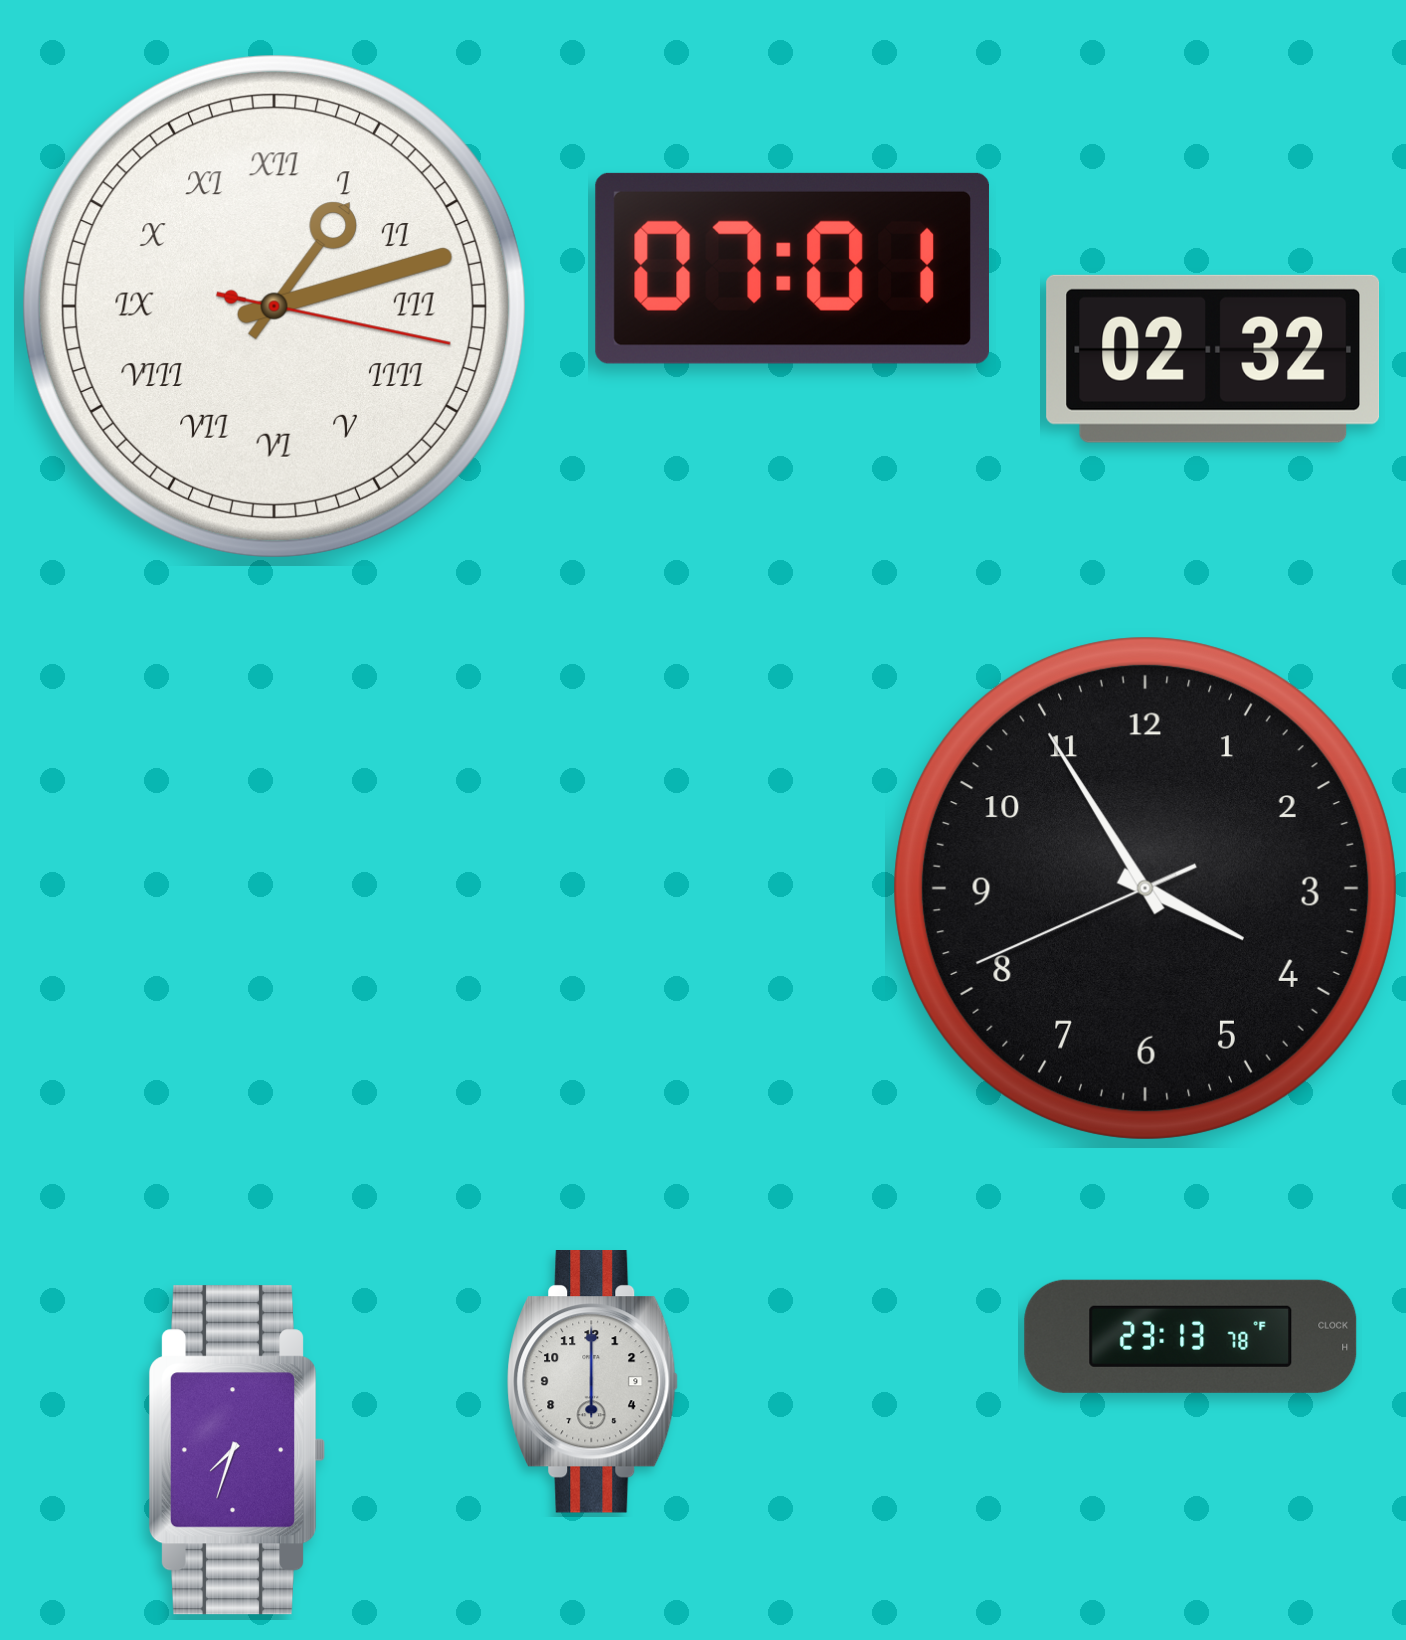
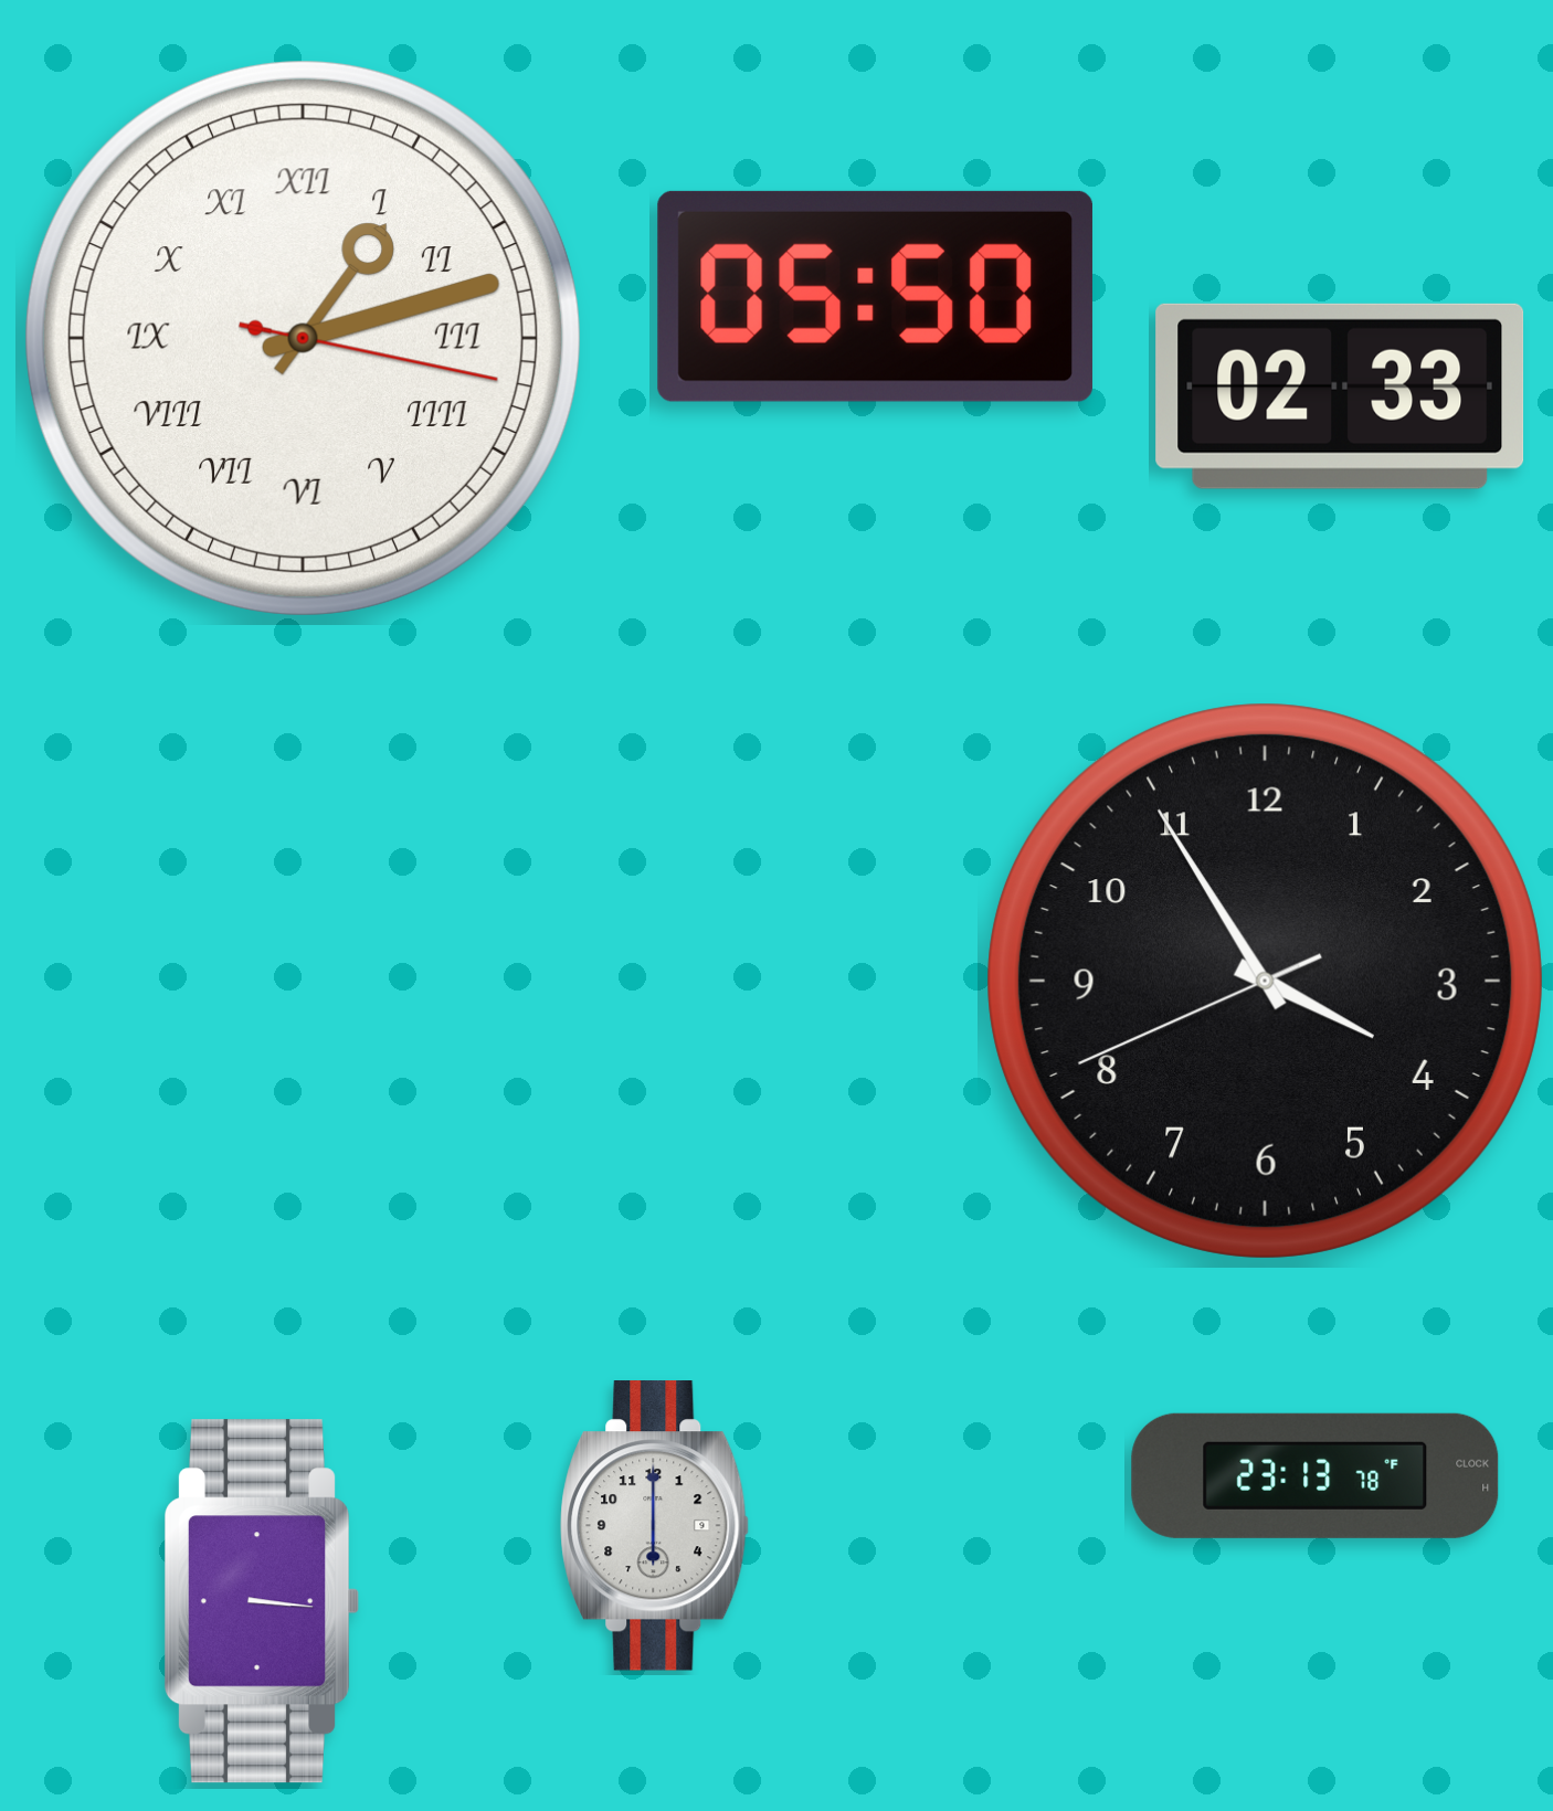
clock at (792, 268): 07:01 -> 05:50
clock at (1213, 359): 02:32 -> 02:33
clock at (237, 1450): 7:33 -> 3:16
